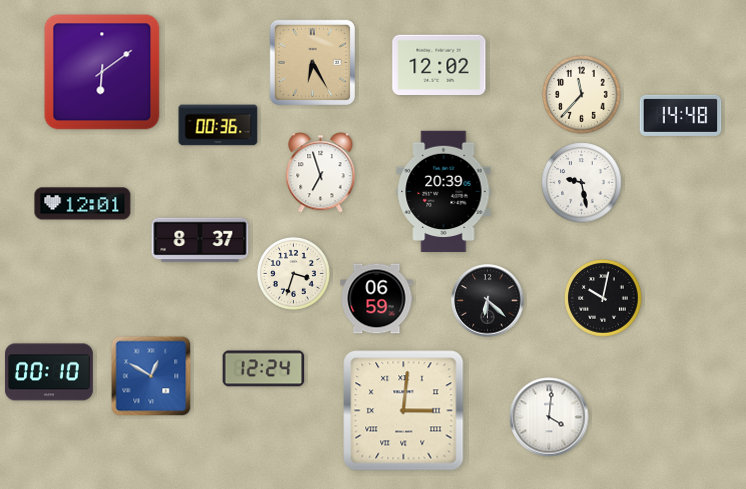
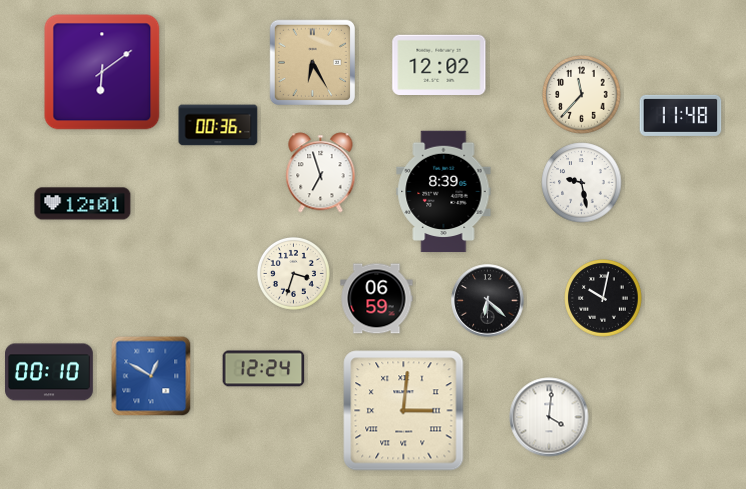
clock at (681, 115): 14:48 -> 11:48
clock at (444, 192): 20:39 -> 8:39
clock at (200, 240): 8:37 -> none
